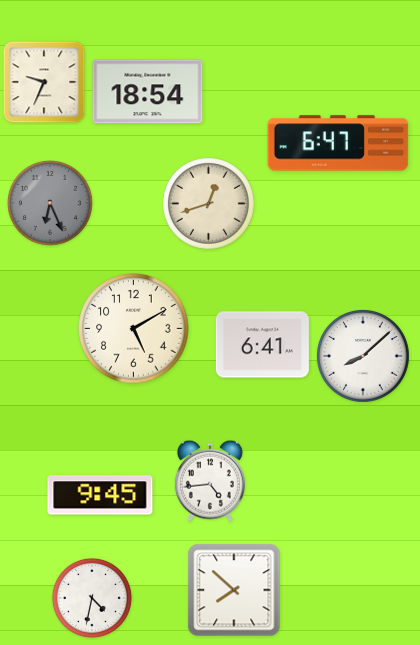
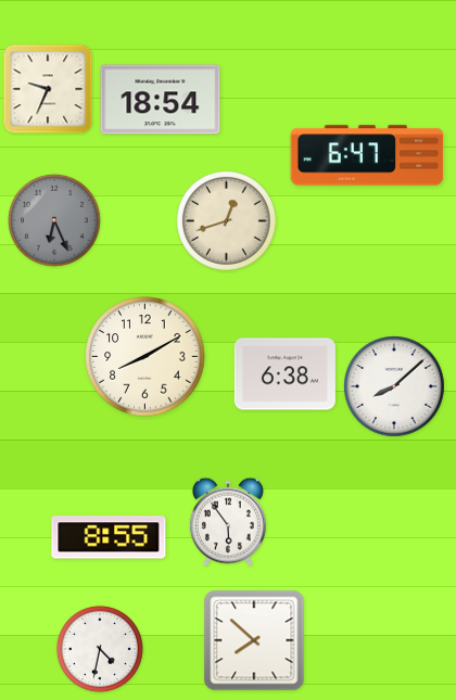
clock at (134, 329): 5:10 -> 8:10
clock at (262, 345): 6:41 -> 6:38
clock at (210, 481): 4:44 -> 5:54
clock at (100, 495): 9:45 -> 8:55
